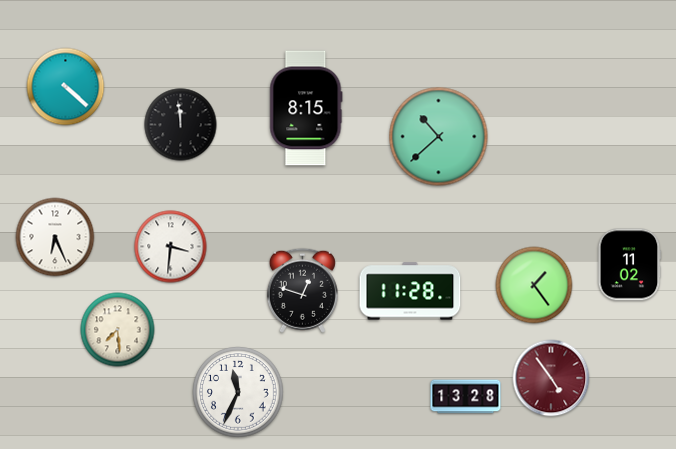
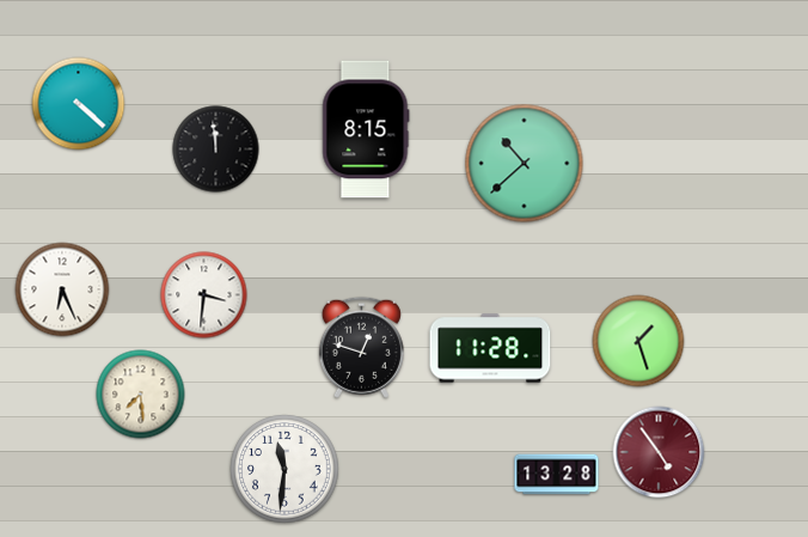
clock at (55, 237) position: (55, 237) -> (62, 289)
clock at (629, 265): 11:02 -> none
clock at (534, 285): 1:24 -> 1:27
clock at (239, 393): 11:34 -> 11:31
